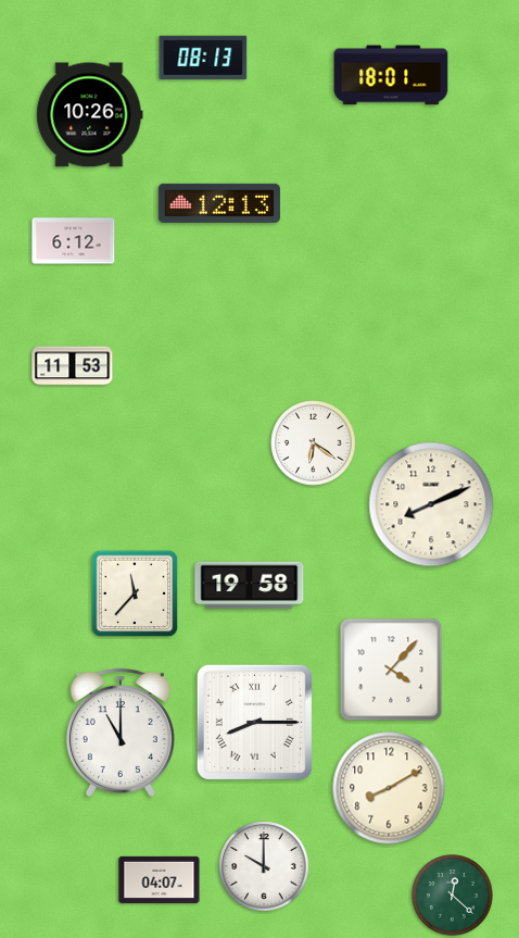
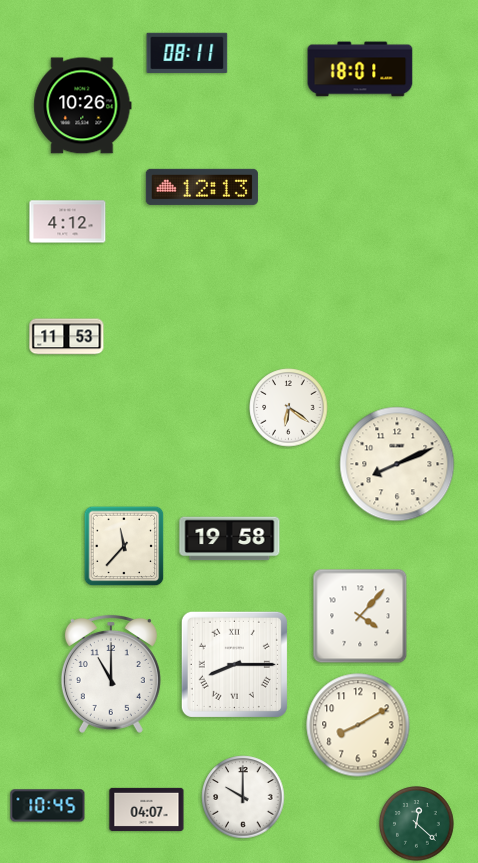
clock at (203, 57): 08:13 -> 08:11
clock at (74, 241): 6:12 -> 4:12
clock at (48, 806): none -> 10:45
